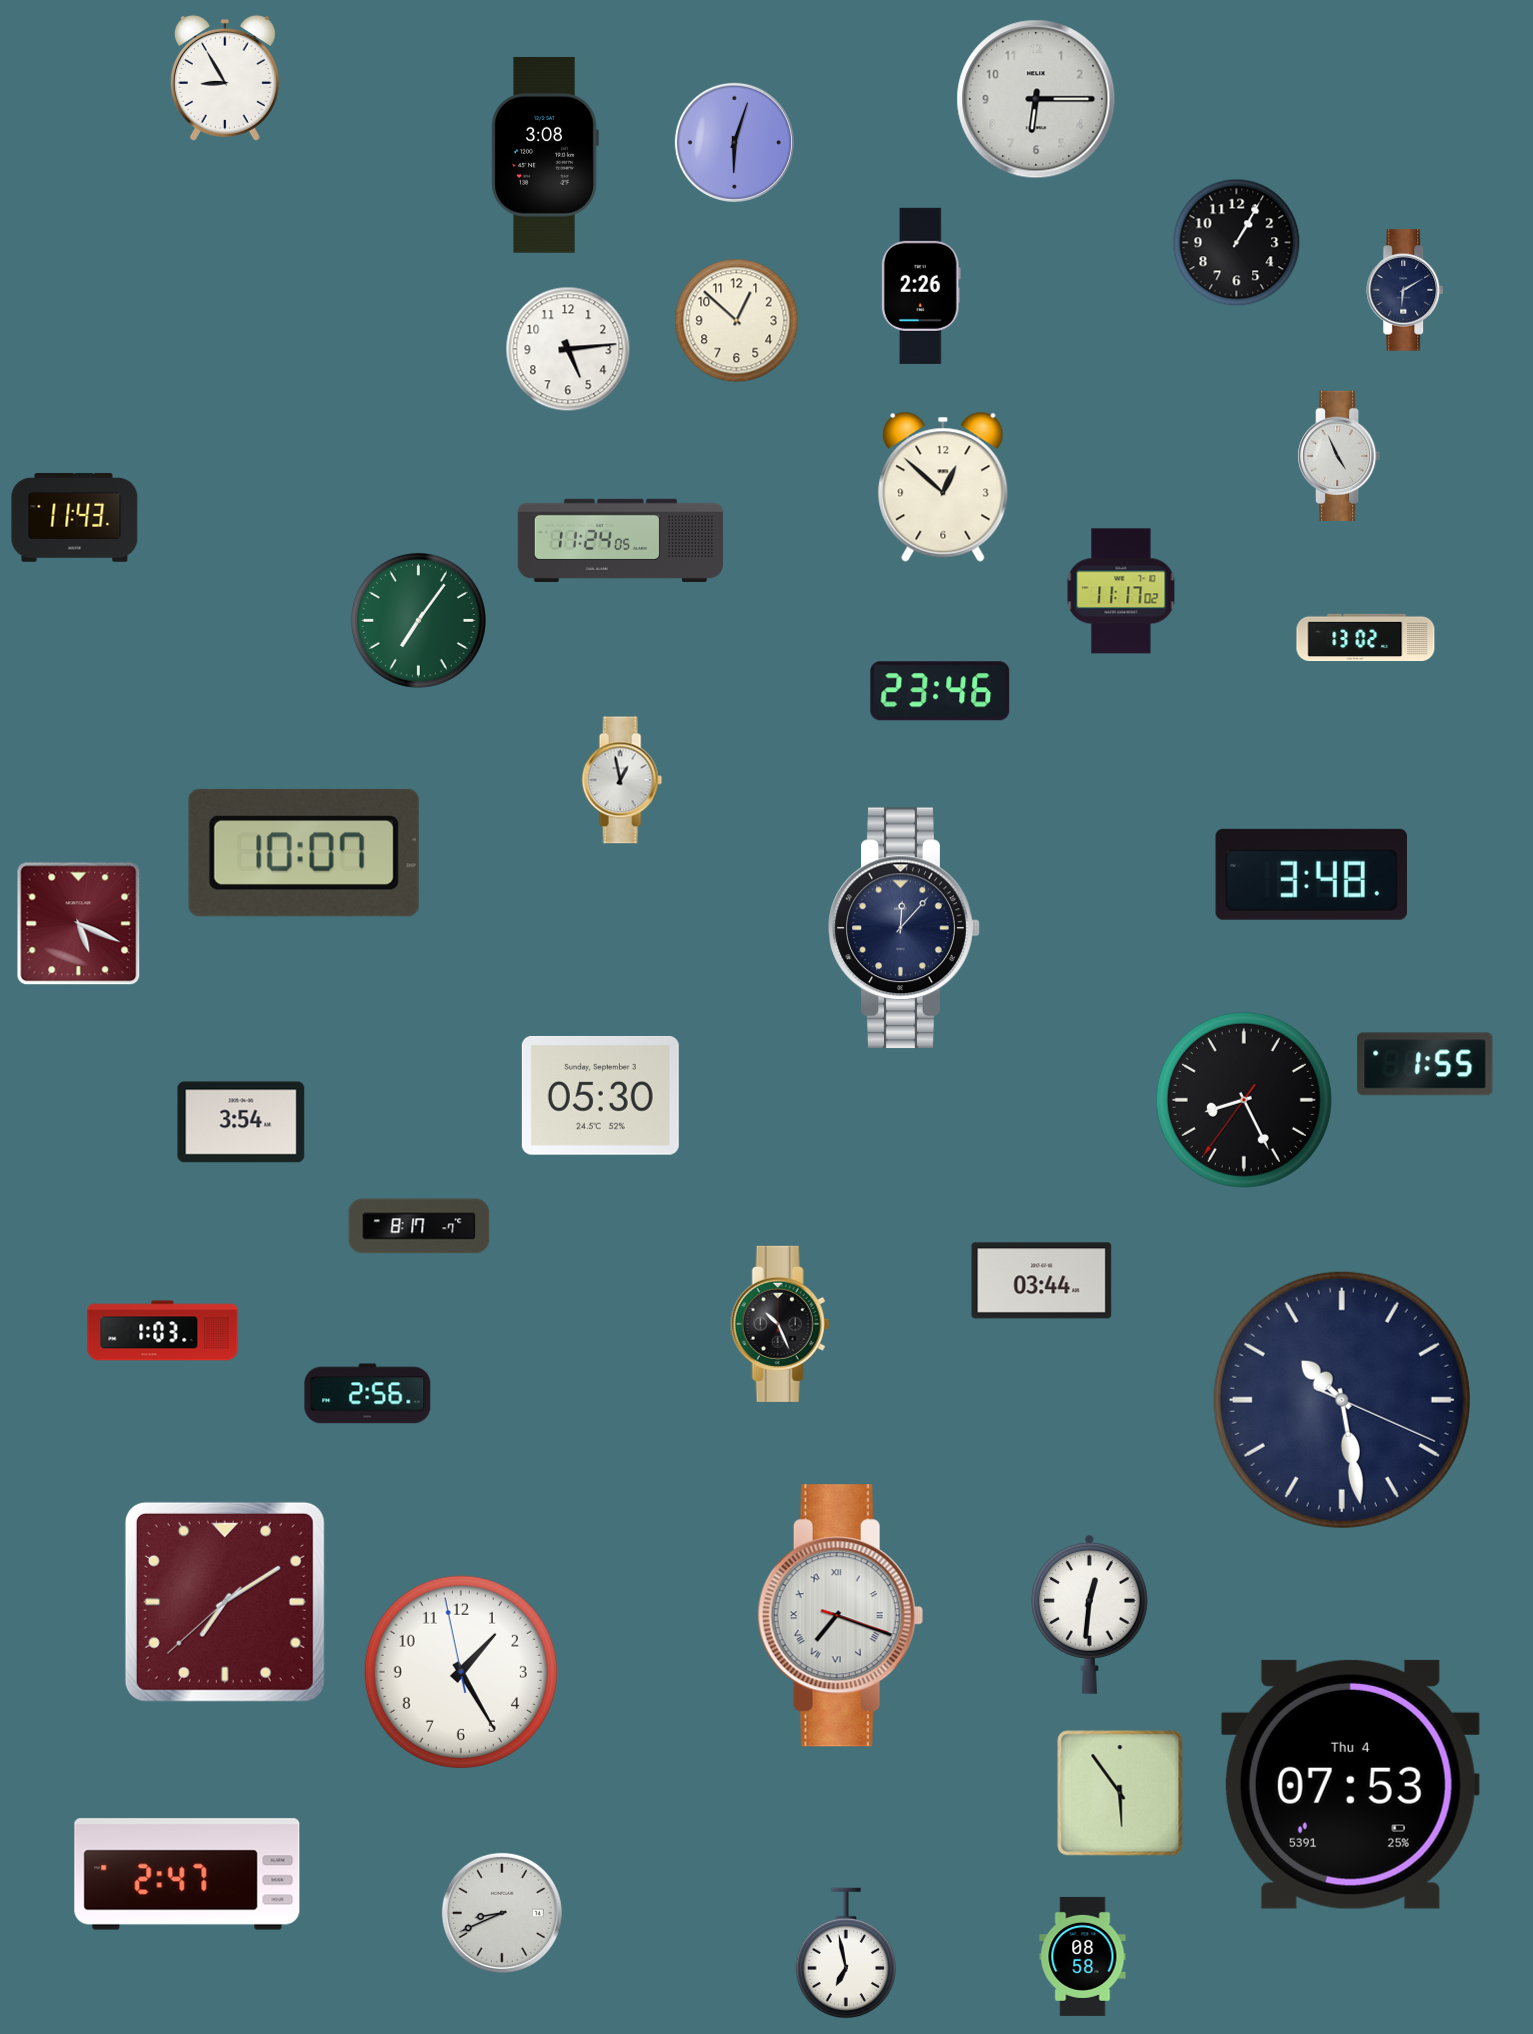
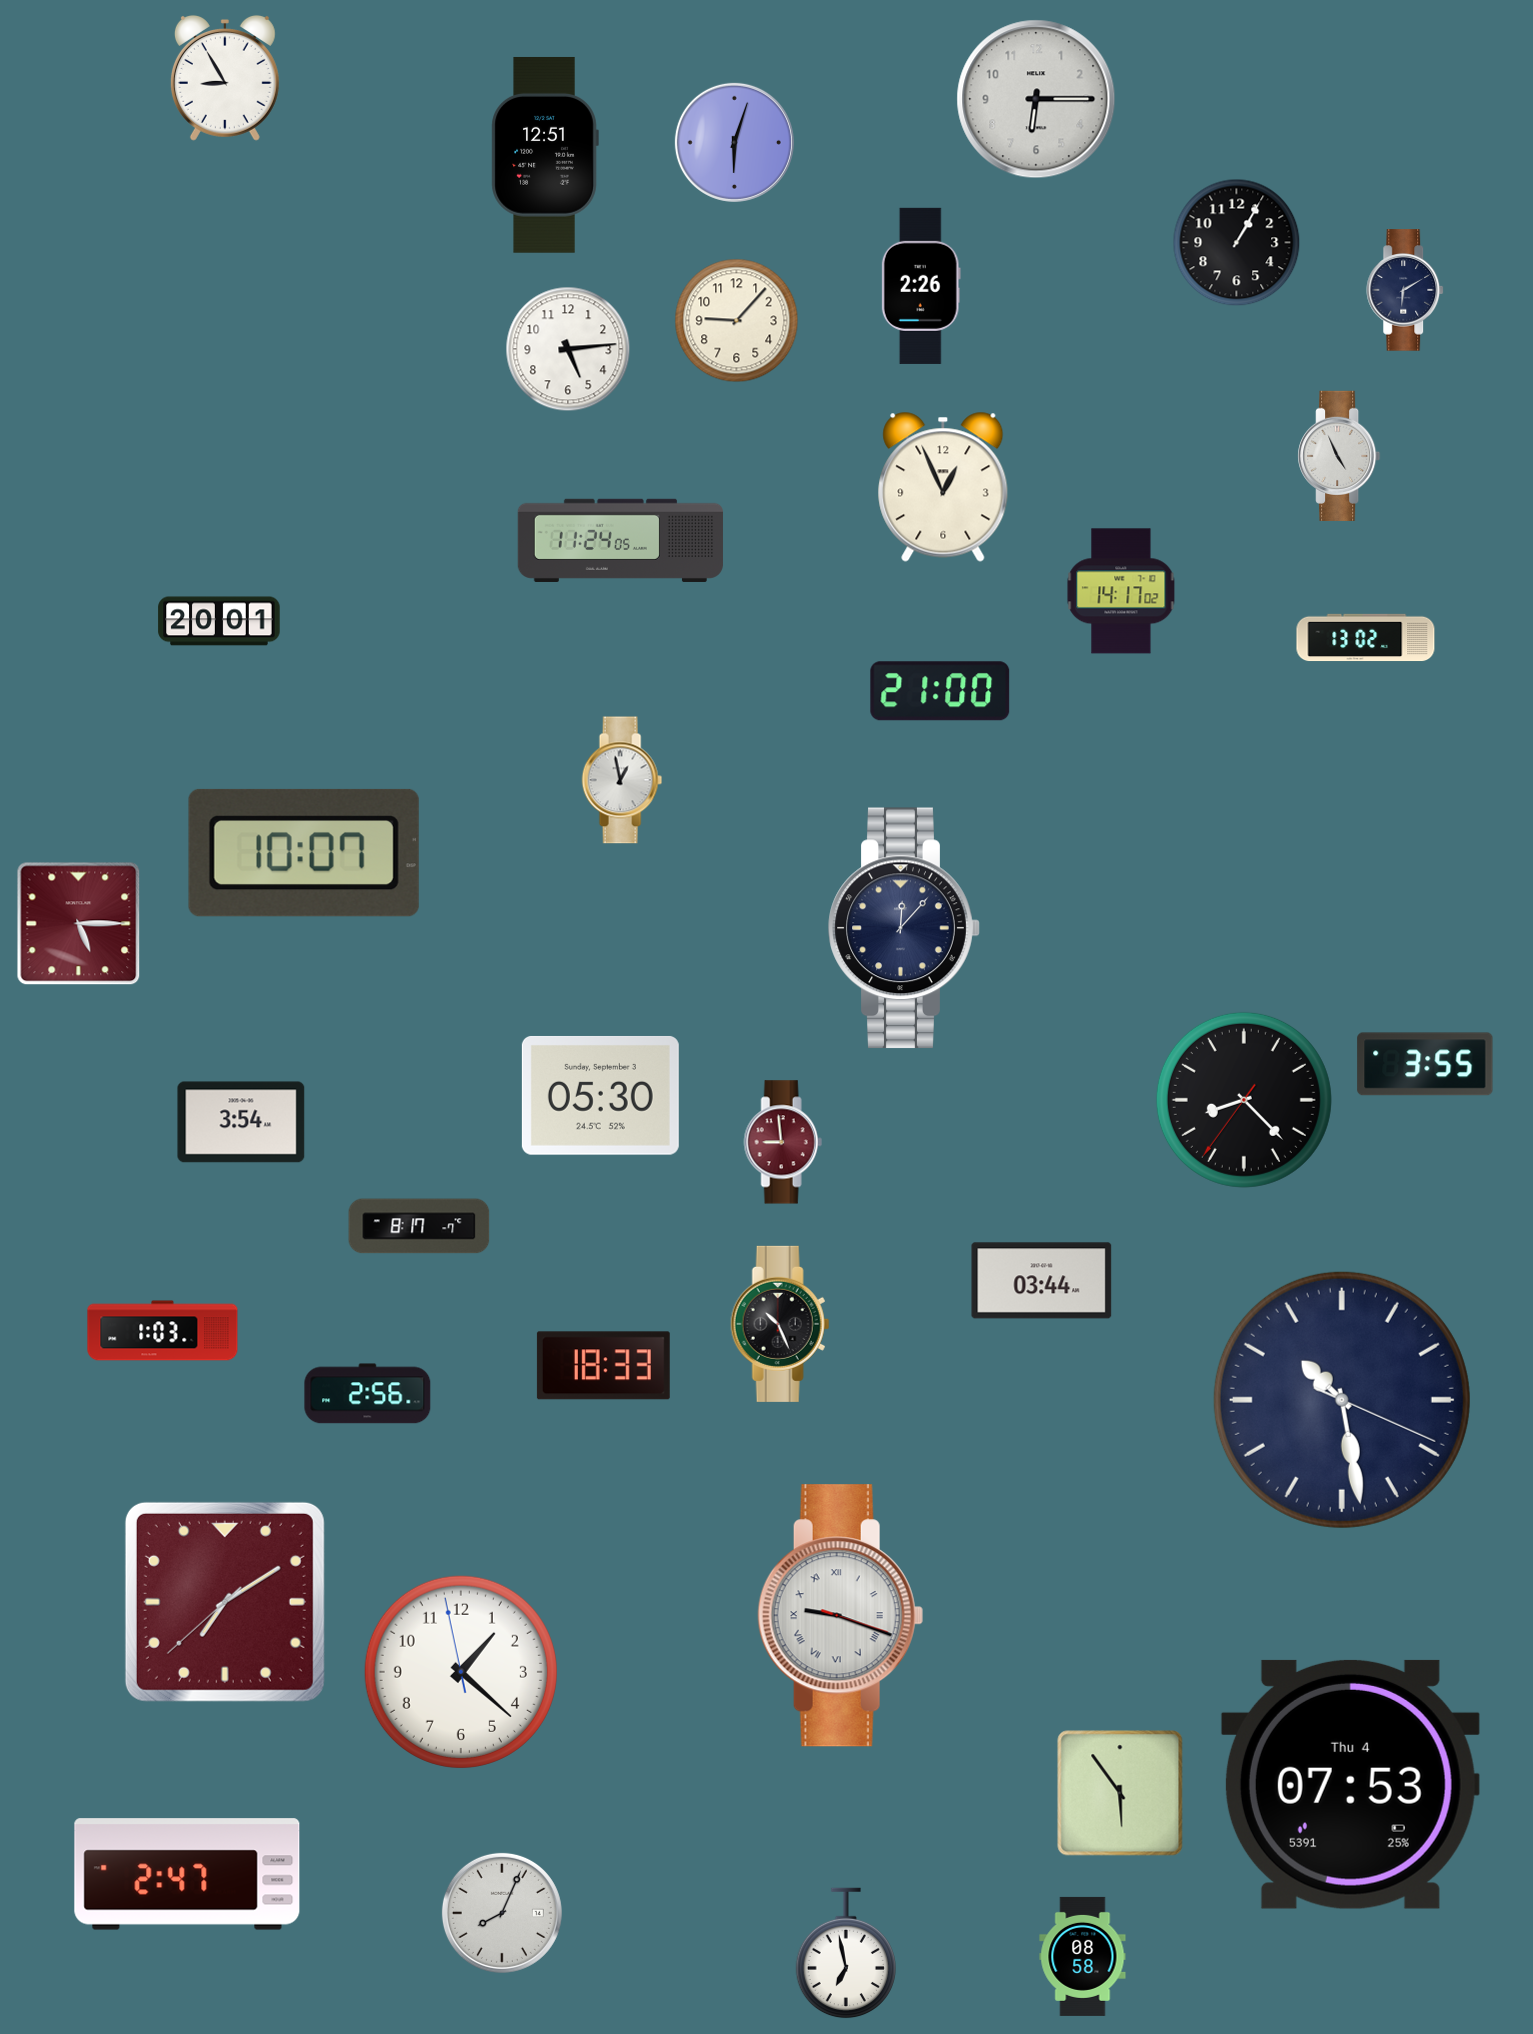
clock at (545, 155): 3:08 -> 12:51
clock at (737, 321): 12:52 -> 9:07
clock at (943, 487): 12:52 -> 12:56
clock at (75, 517): 11:43 -> none
clock at (1121, 591): 11:17 -> 14:17
clock at (418, 620): 7:06 -> none
clock at (219, 621): none -> 20:01
clock at (940, 691): 23:46 -> 21:00
clock at (1311, 874): 3:48 -> none
clock at (79, 924): 5:19 -> 5:15
clock at (1425, 1064): 1:55 -> 3:55
clock at (1244, 1100): 8:25 -> 8:22
clock at (783, 1142): none -> 8:59
clock at (603, 1366): none -> 18:33
clock at (1090, 1614): 12:31 -> none
clock at (840, 1616): 7:18 -> 9:18
clock at (461, 1672): 1:24 -> 1:21
clock at (502, 1913): 8:41 -> 8:04
